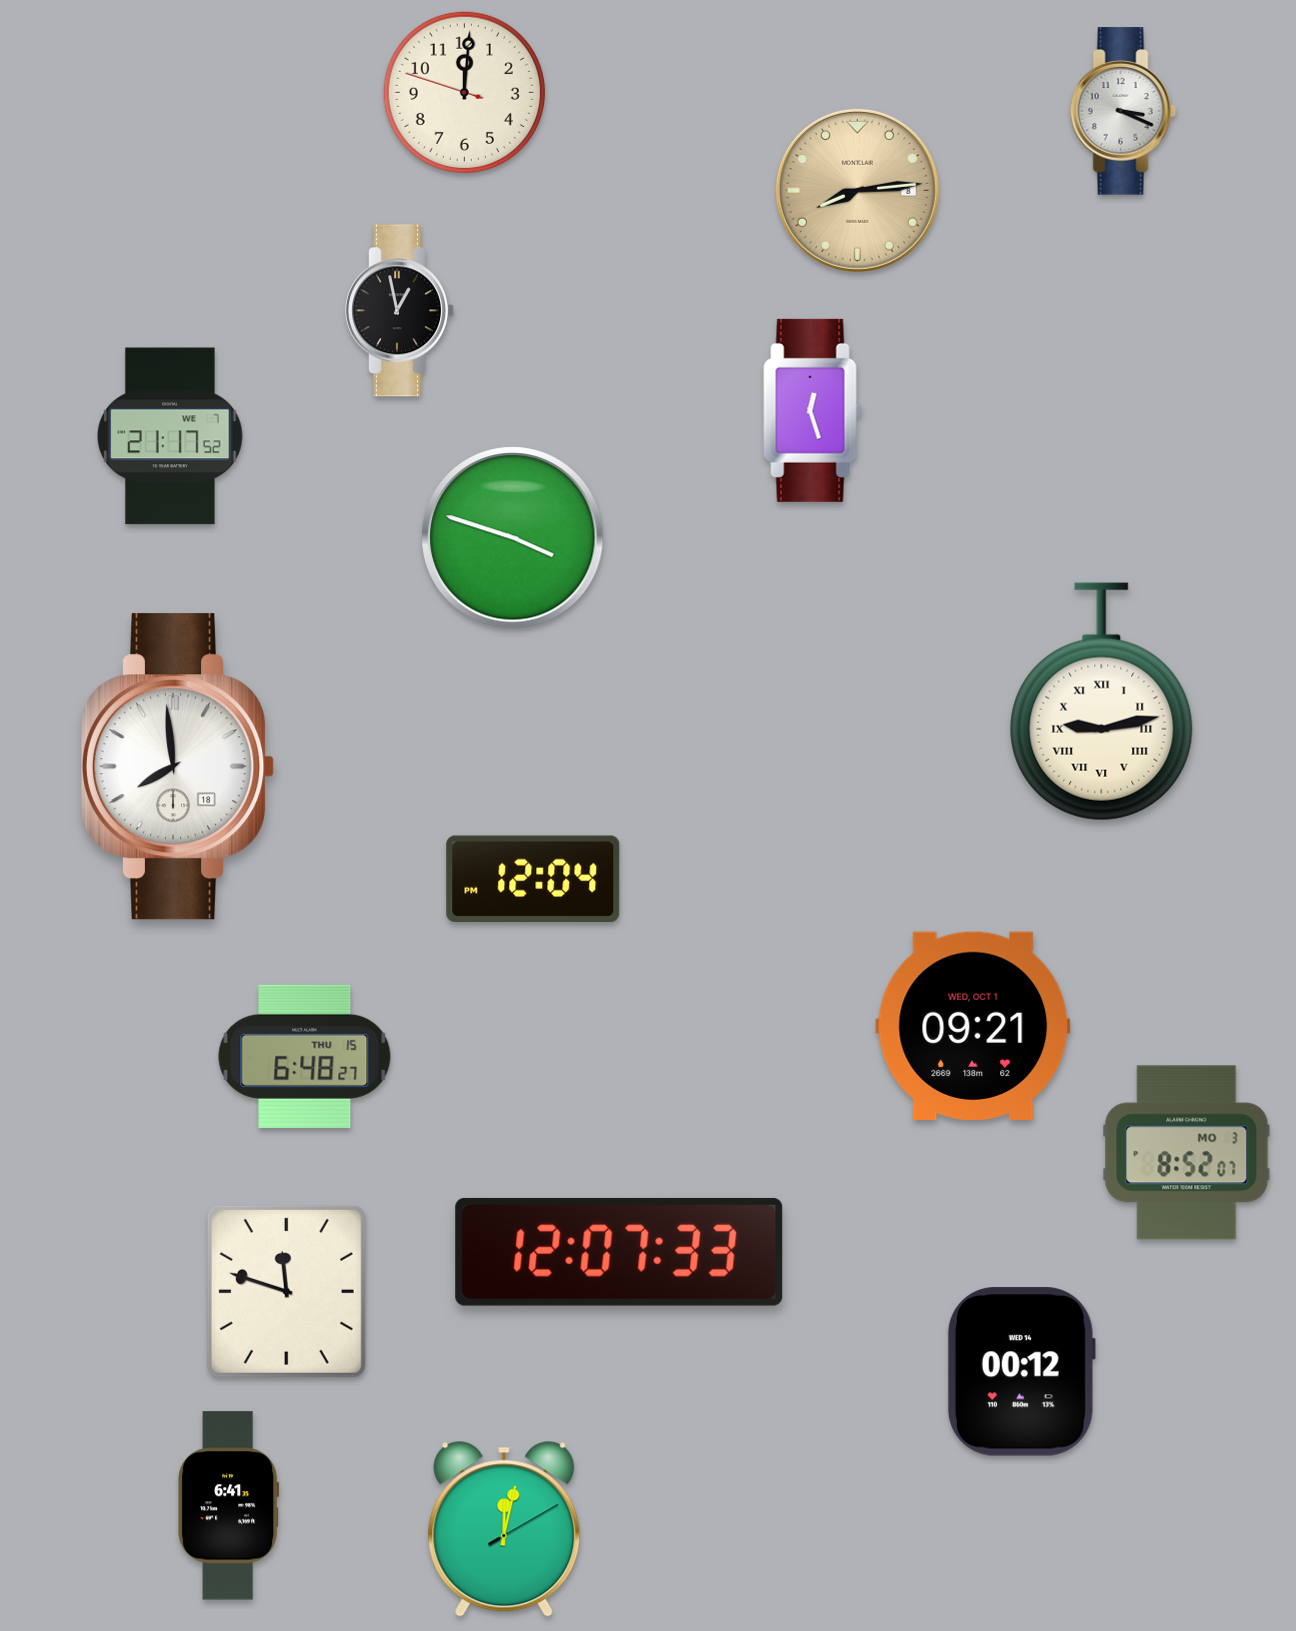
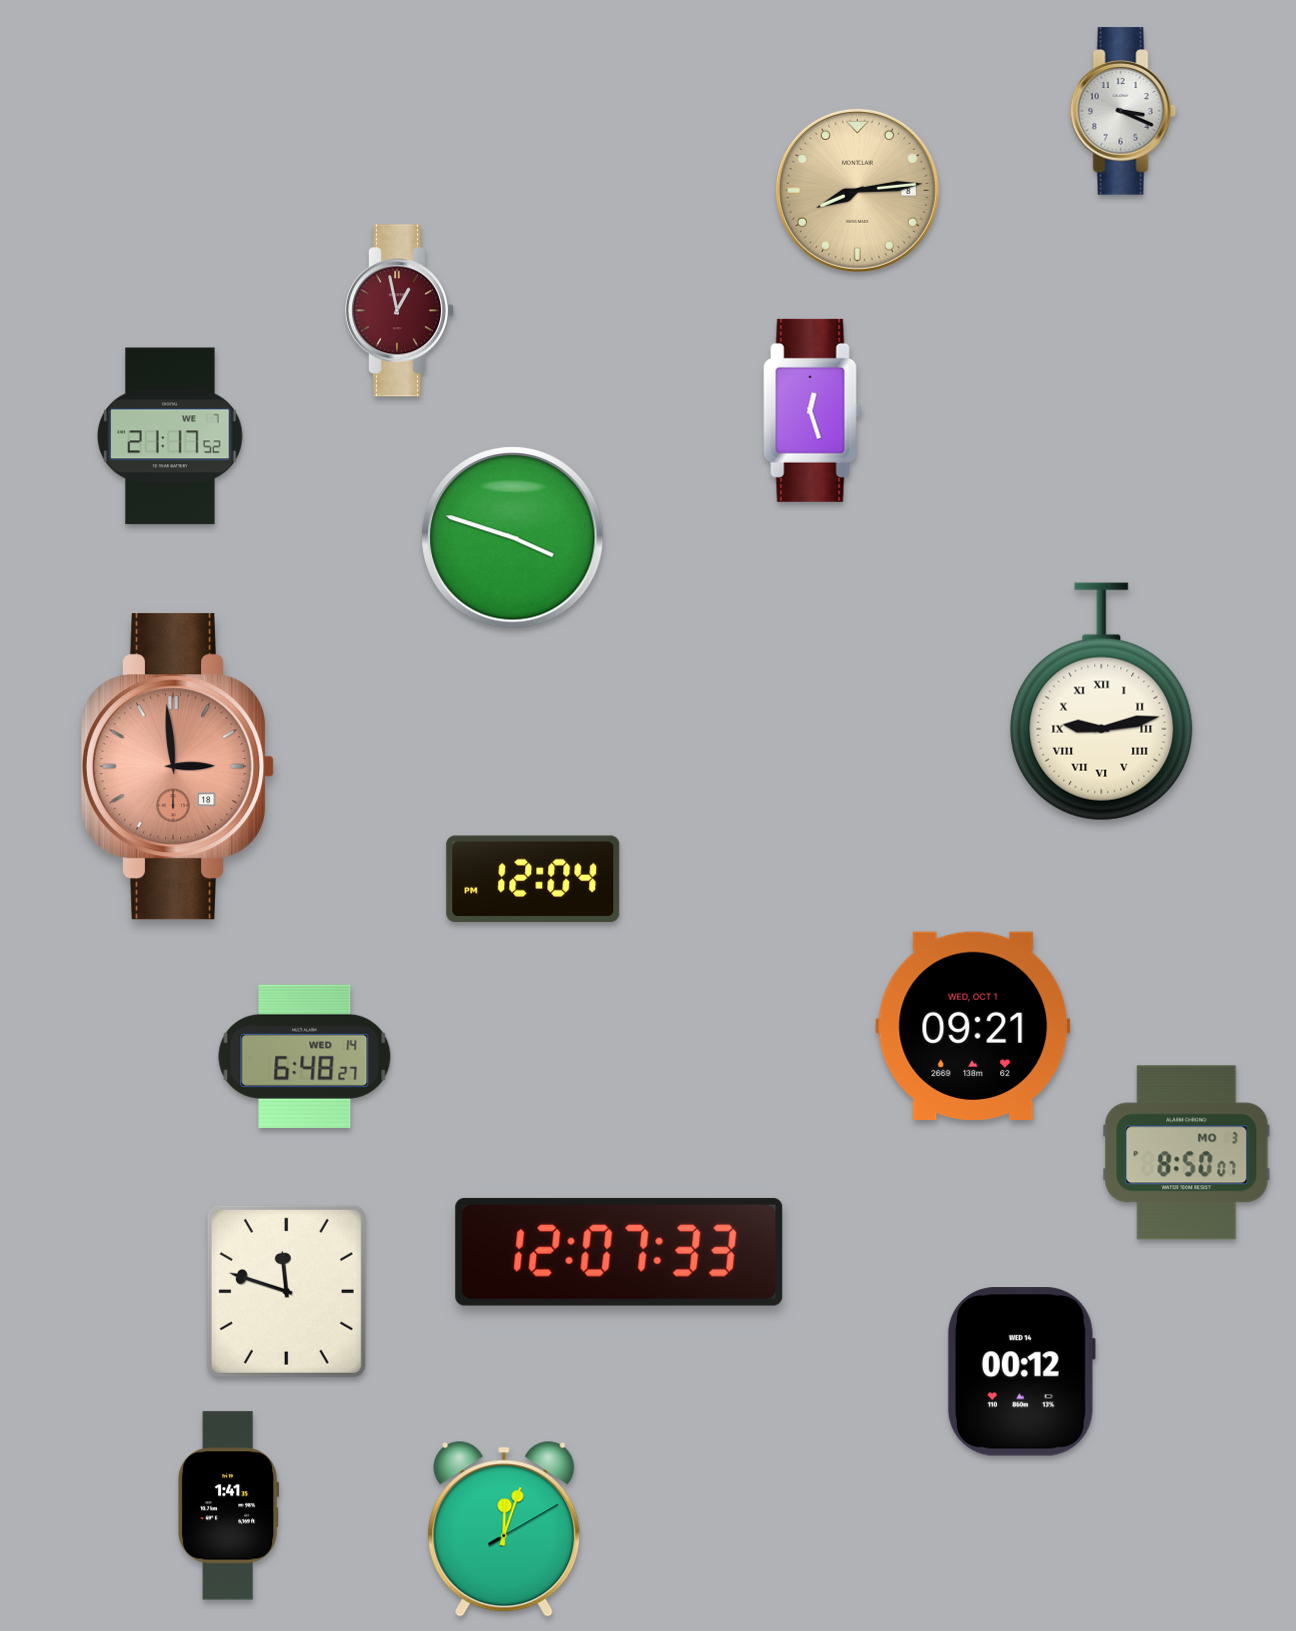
clock at (464, 92): 12:00 -> none
clock at (399, 311) dial: black -> burgundy
clock at (177, 767): 7:59 -> 2:59
clock at (177, 767) dial: white -> salmon
clock at (305, 1056) date: THU 15 -> WED 14
clock at (1187, 1153): 8:52 -> 8:50
clock at (229, 1506): 6:41 -> 1:41
clock at (504, 1529): 12:02 -> 12:03
